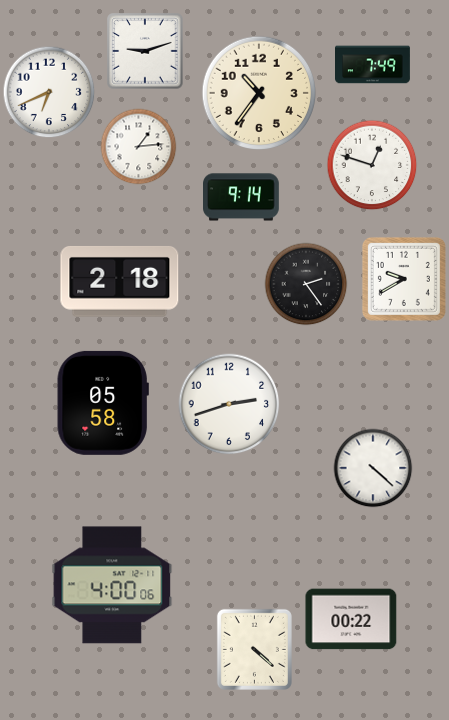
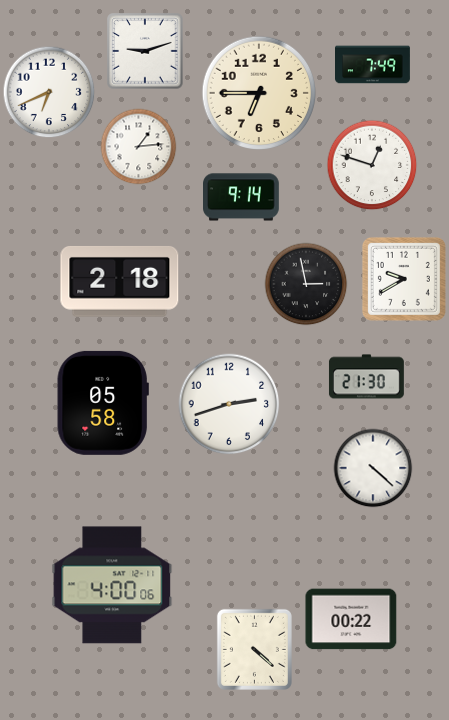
clock at (259, 93): 10:36 -> 6:45
clock at (306, 284): 2:24 -> 2:58
clock at (366, 377): none -> 21:30
